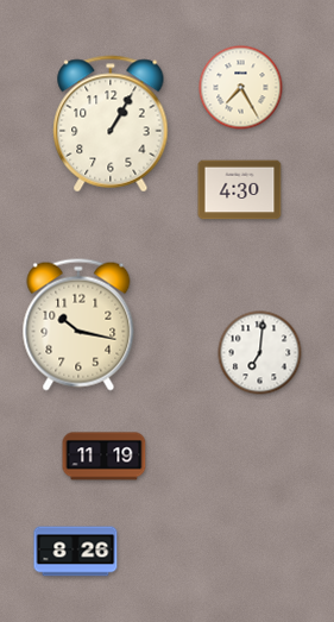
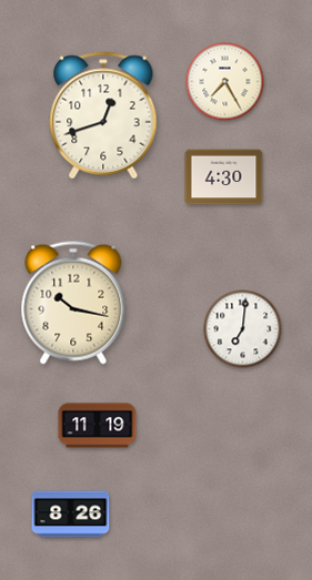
clock at (111, 124): 1:05 -> 12:42
